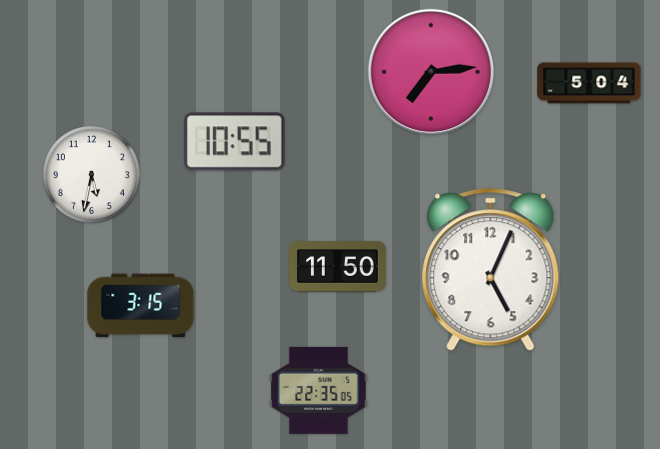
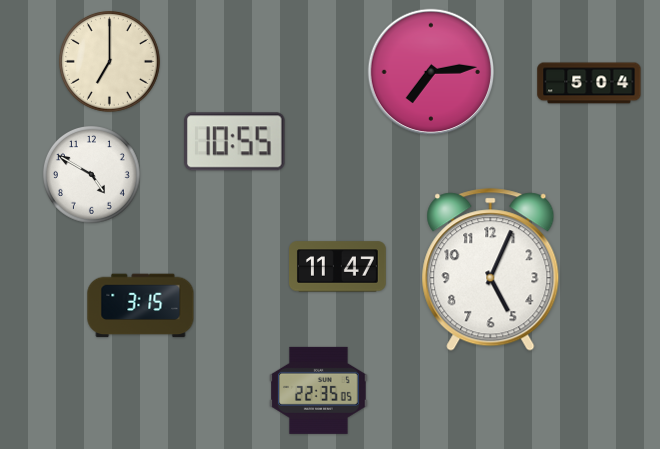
clock at (110, 62): none -> 7:00
clock at (91, 174): 5:32 -> 4:50
clock at (338, 267): 11:50 -> 11:47
